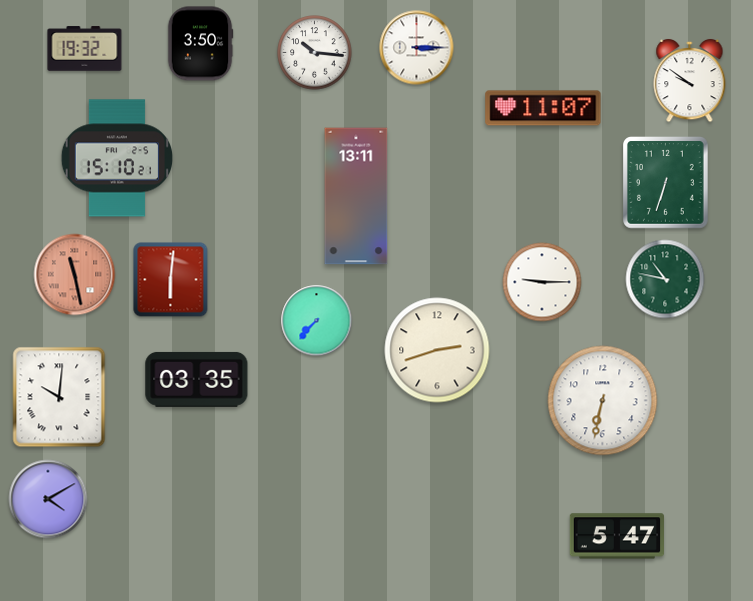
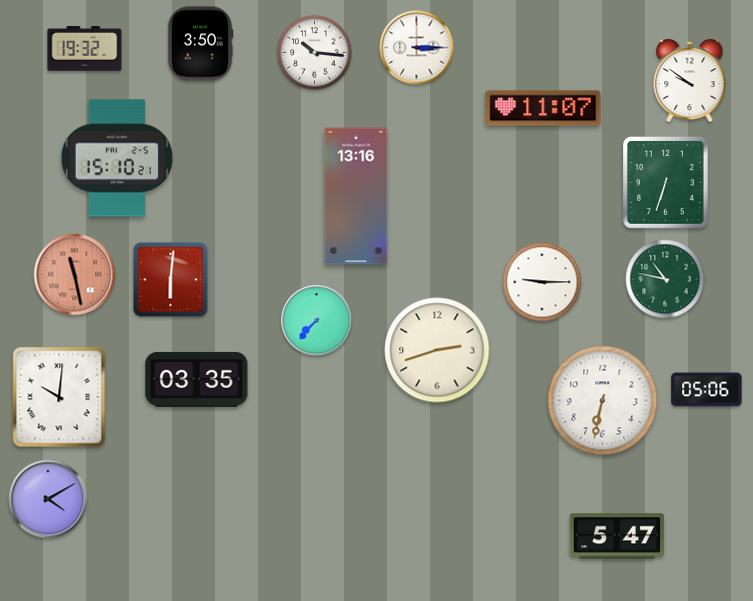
clock at (356, 196): 13:11 -> 13:16
clock at (707, 390): none -> 05:06
